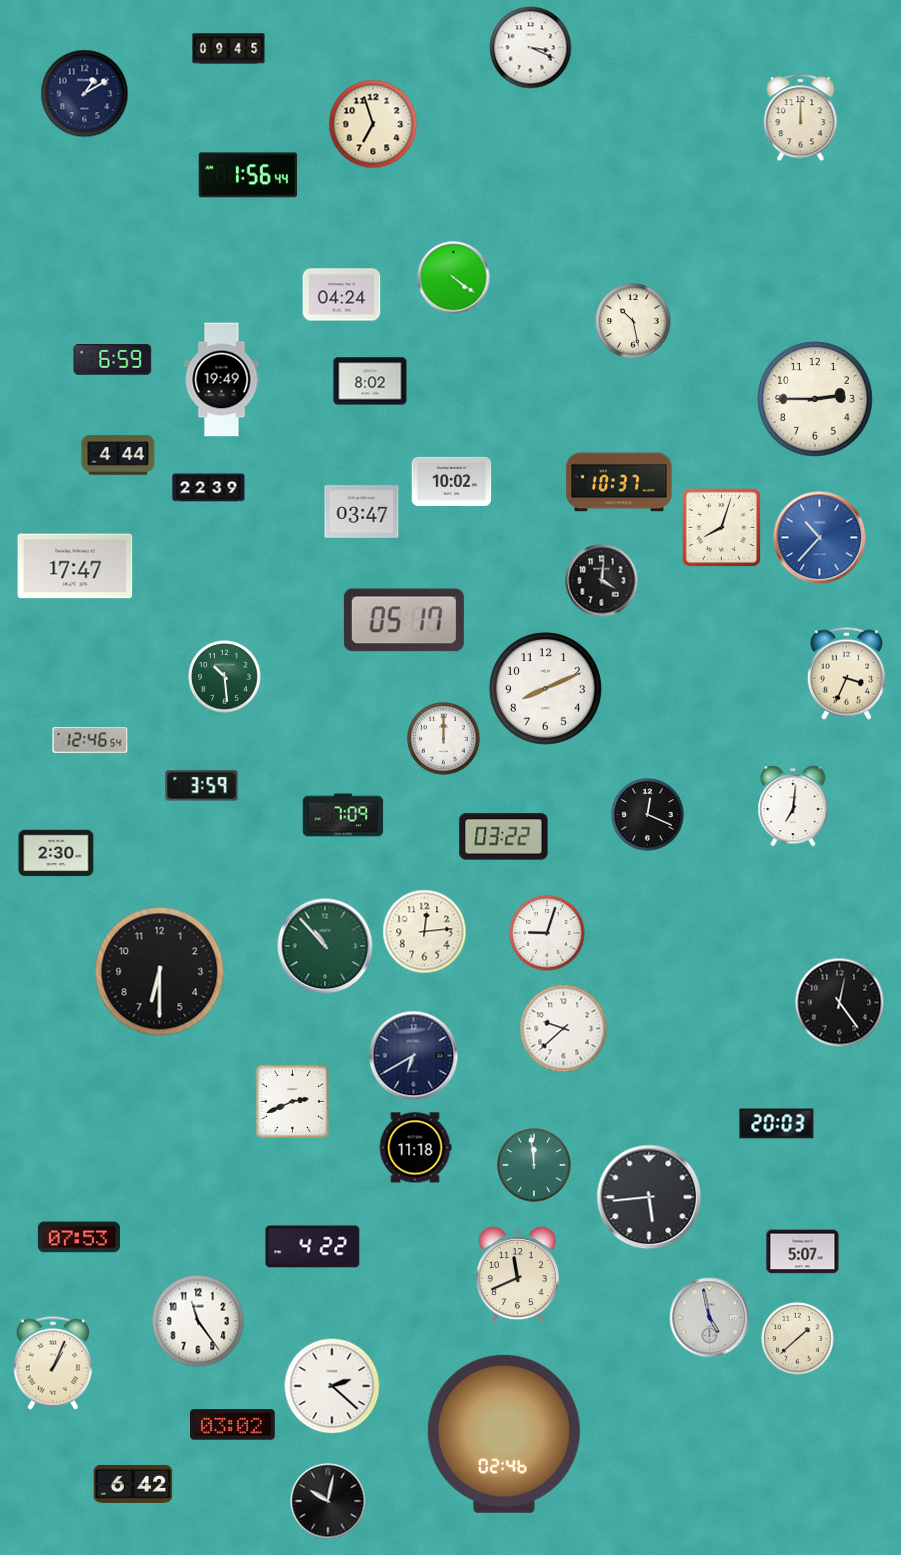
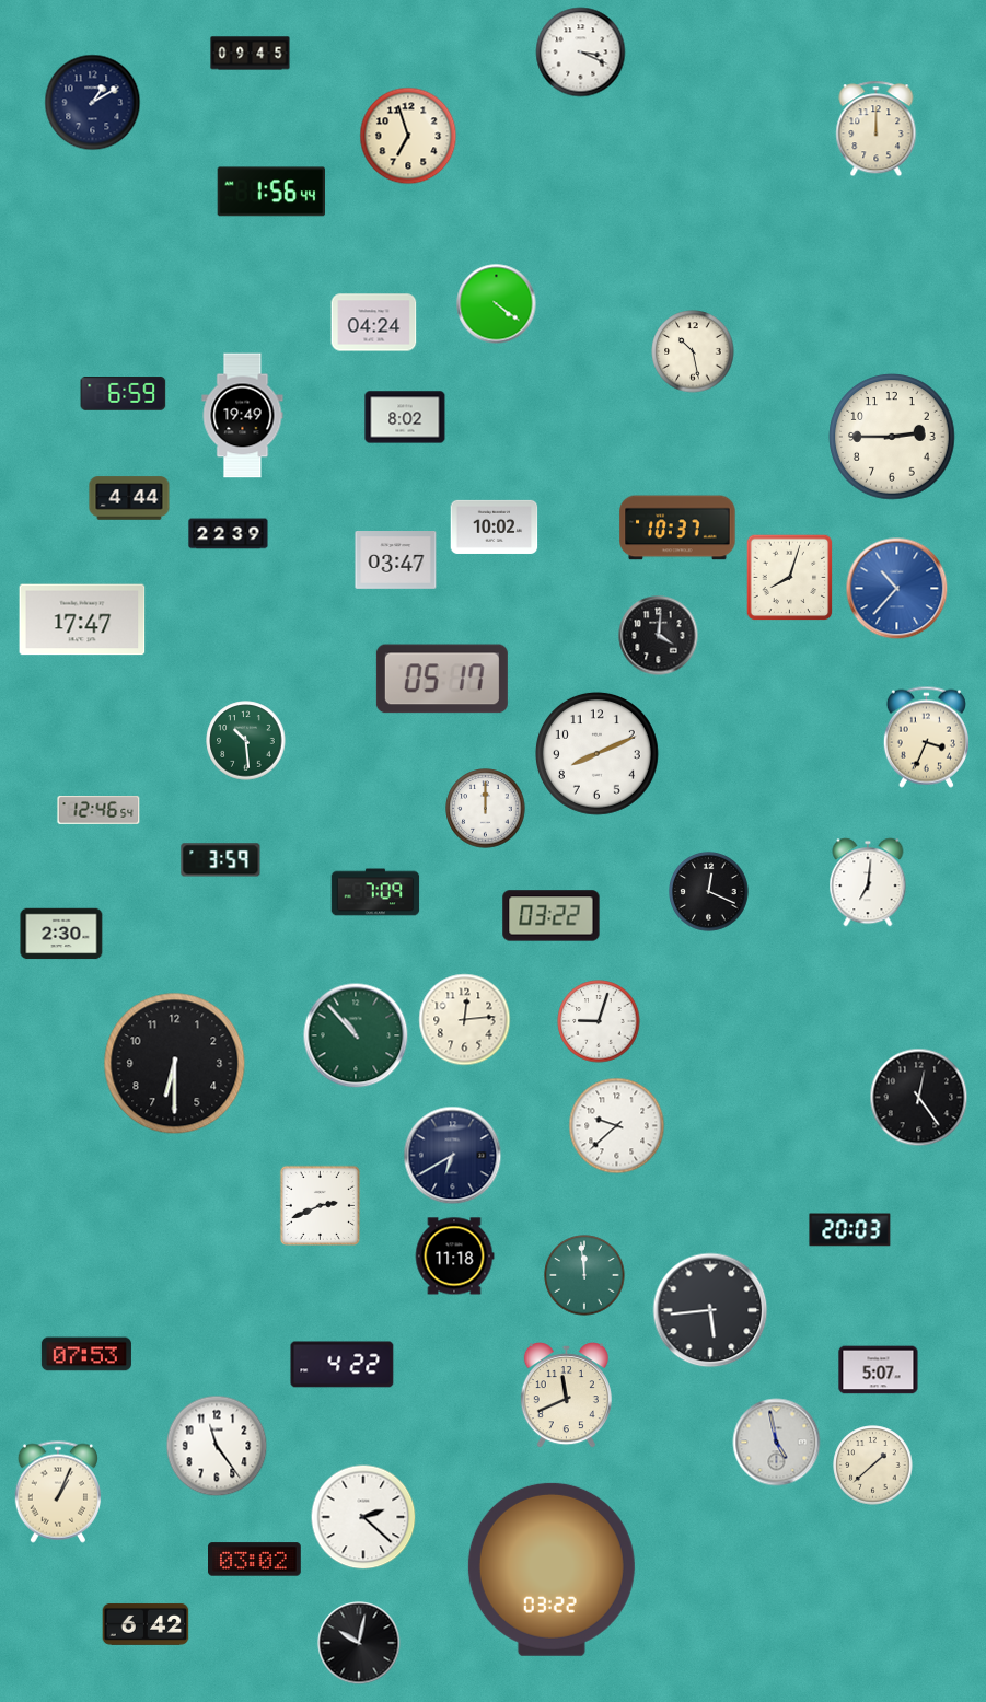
clock at (504, 1434): 02:46 -> 03:22
